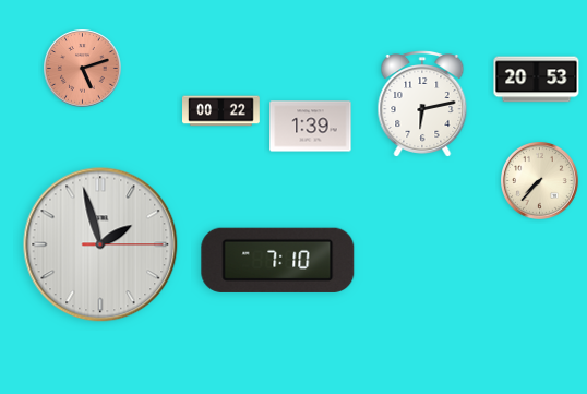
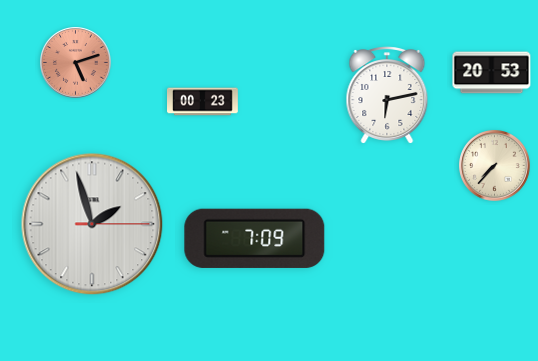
clock at (221, 111): 00:22 -> 00:23
clock at (311, 127): 1:39 -> none
clock at (278, 260): 7:10 -> 7:09
